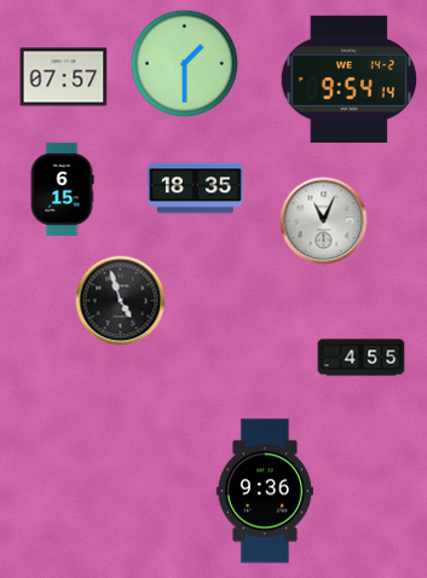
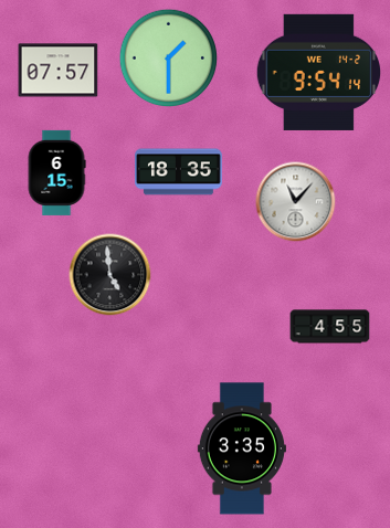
clock at (324, 221): 11:04 -> 11:07
clock at (121, 301): 4:57 -> 4:59
clock at (265, 491): 9:36 -> 3:35
